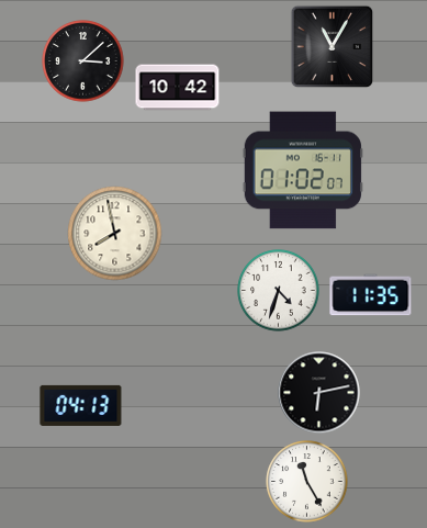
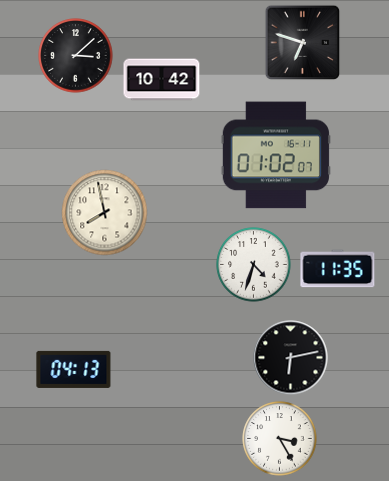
clock at (333, 47): 11:05 -> 6:48
clock at (307, 482): 11:25 -> 3:25
